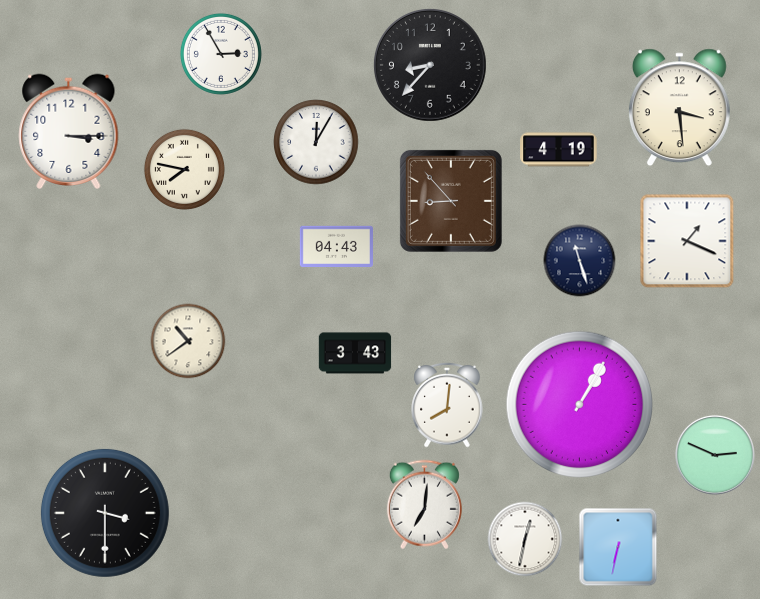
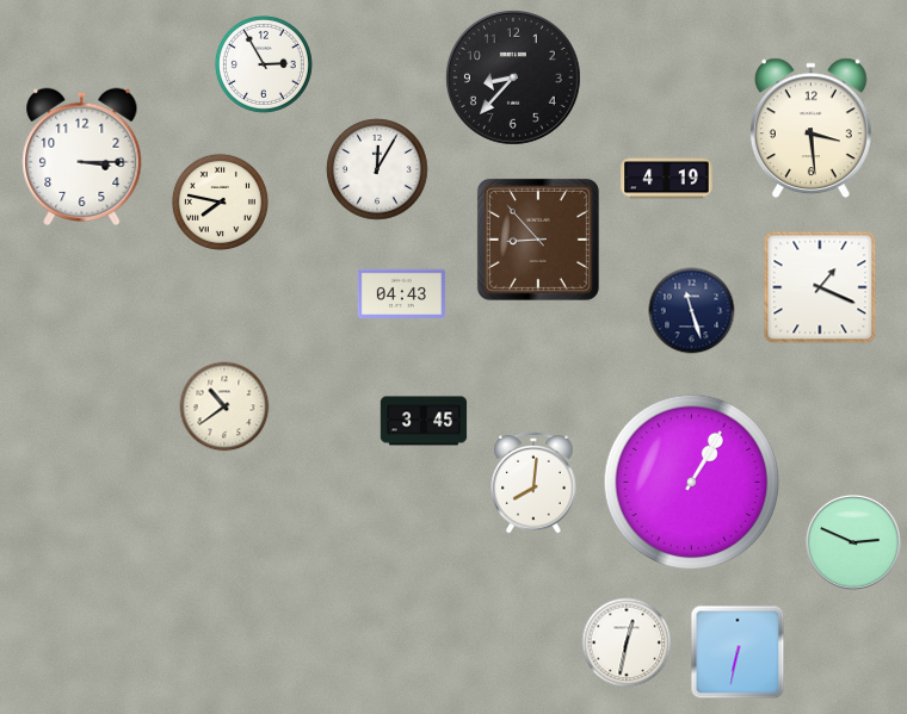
clock at (355, 353): 3:43 -> 3:45
clock at (424, 505): 7:01 -> none
clock at (105, 513): 3:30 -> none
